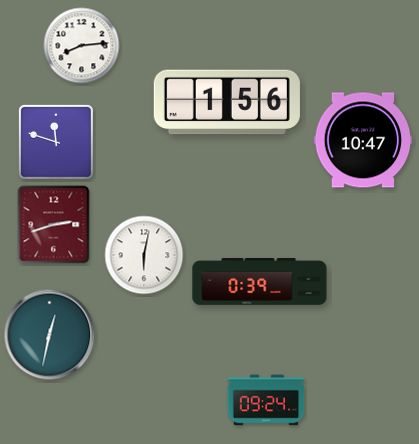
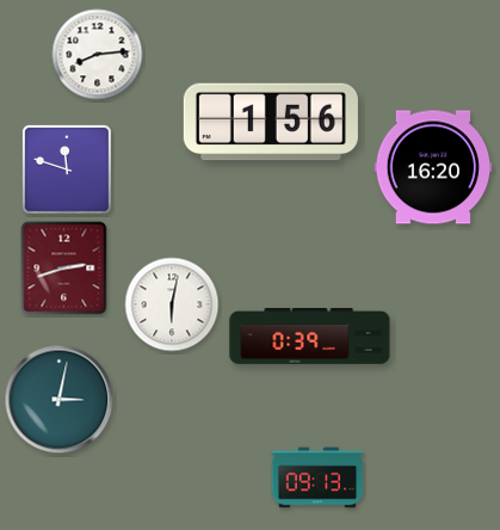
clock at (363, 140): 10:47 -> 16:20
clock at (50, 335): 12:32 -> 3:02
clock at (266, 400): 09:24 -> 09:13
